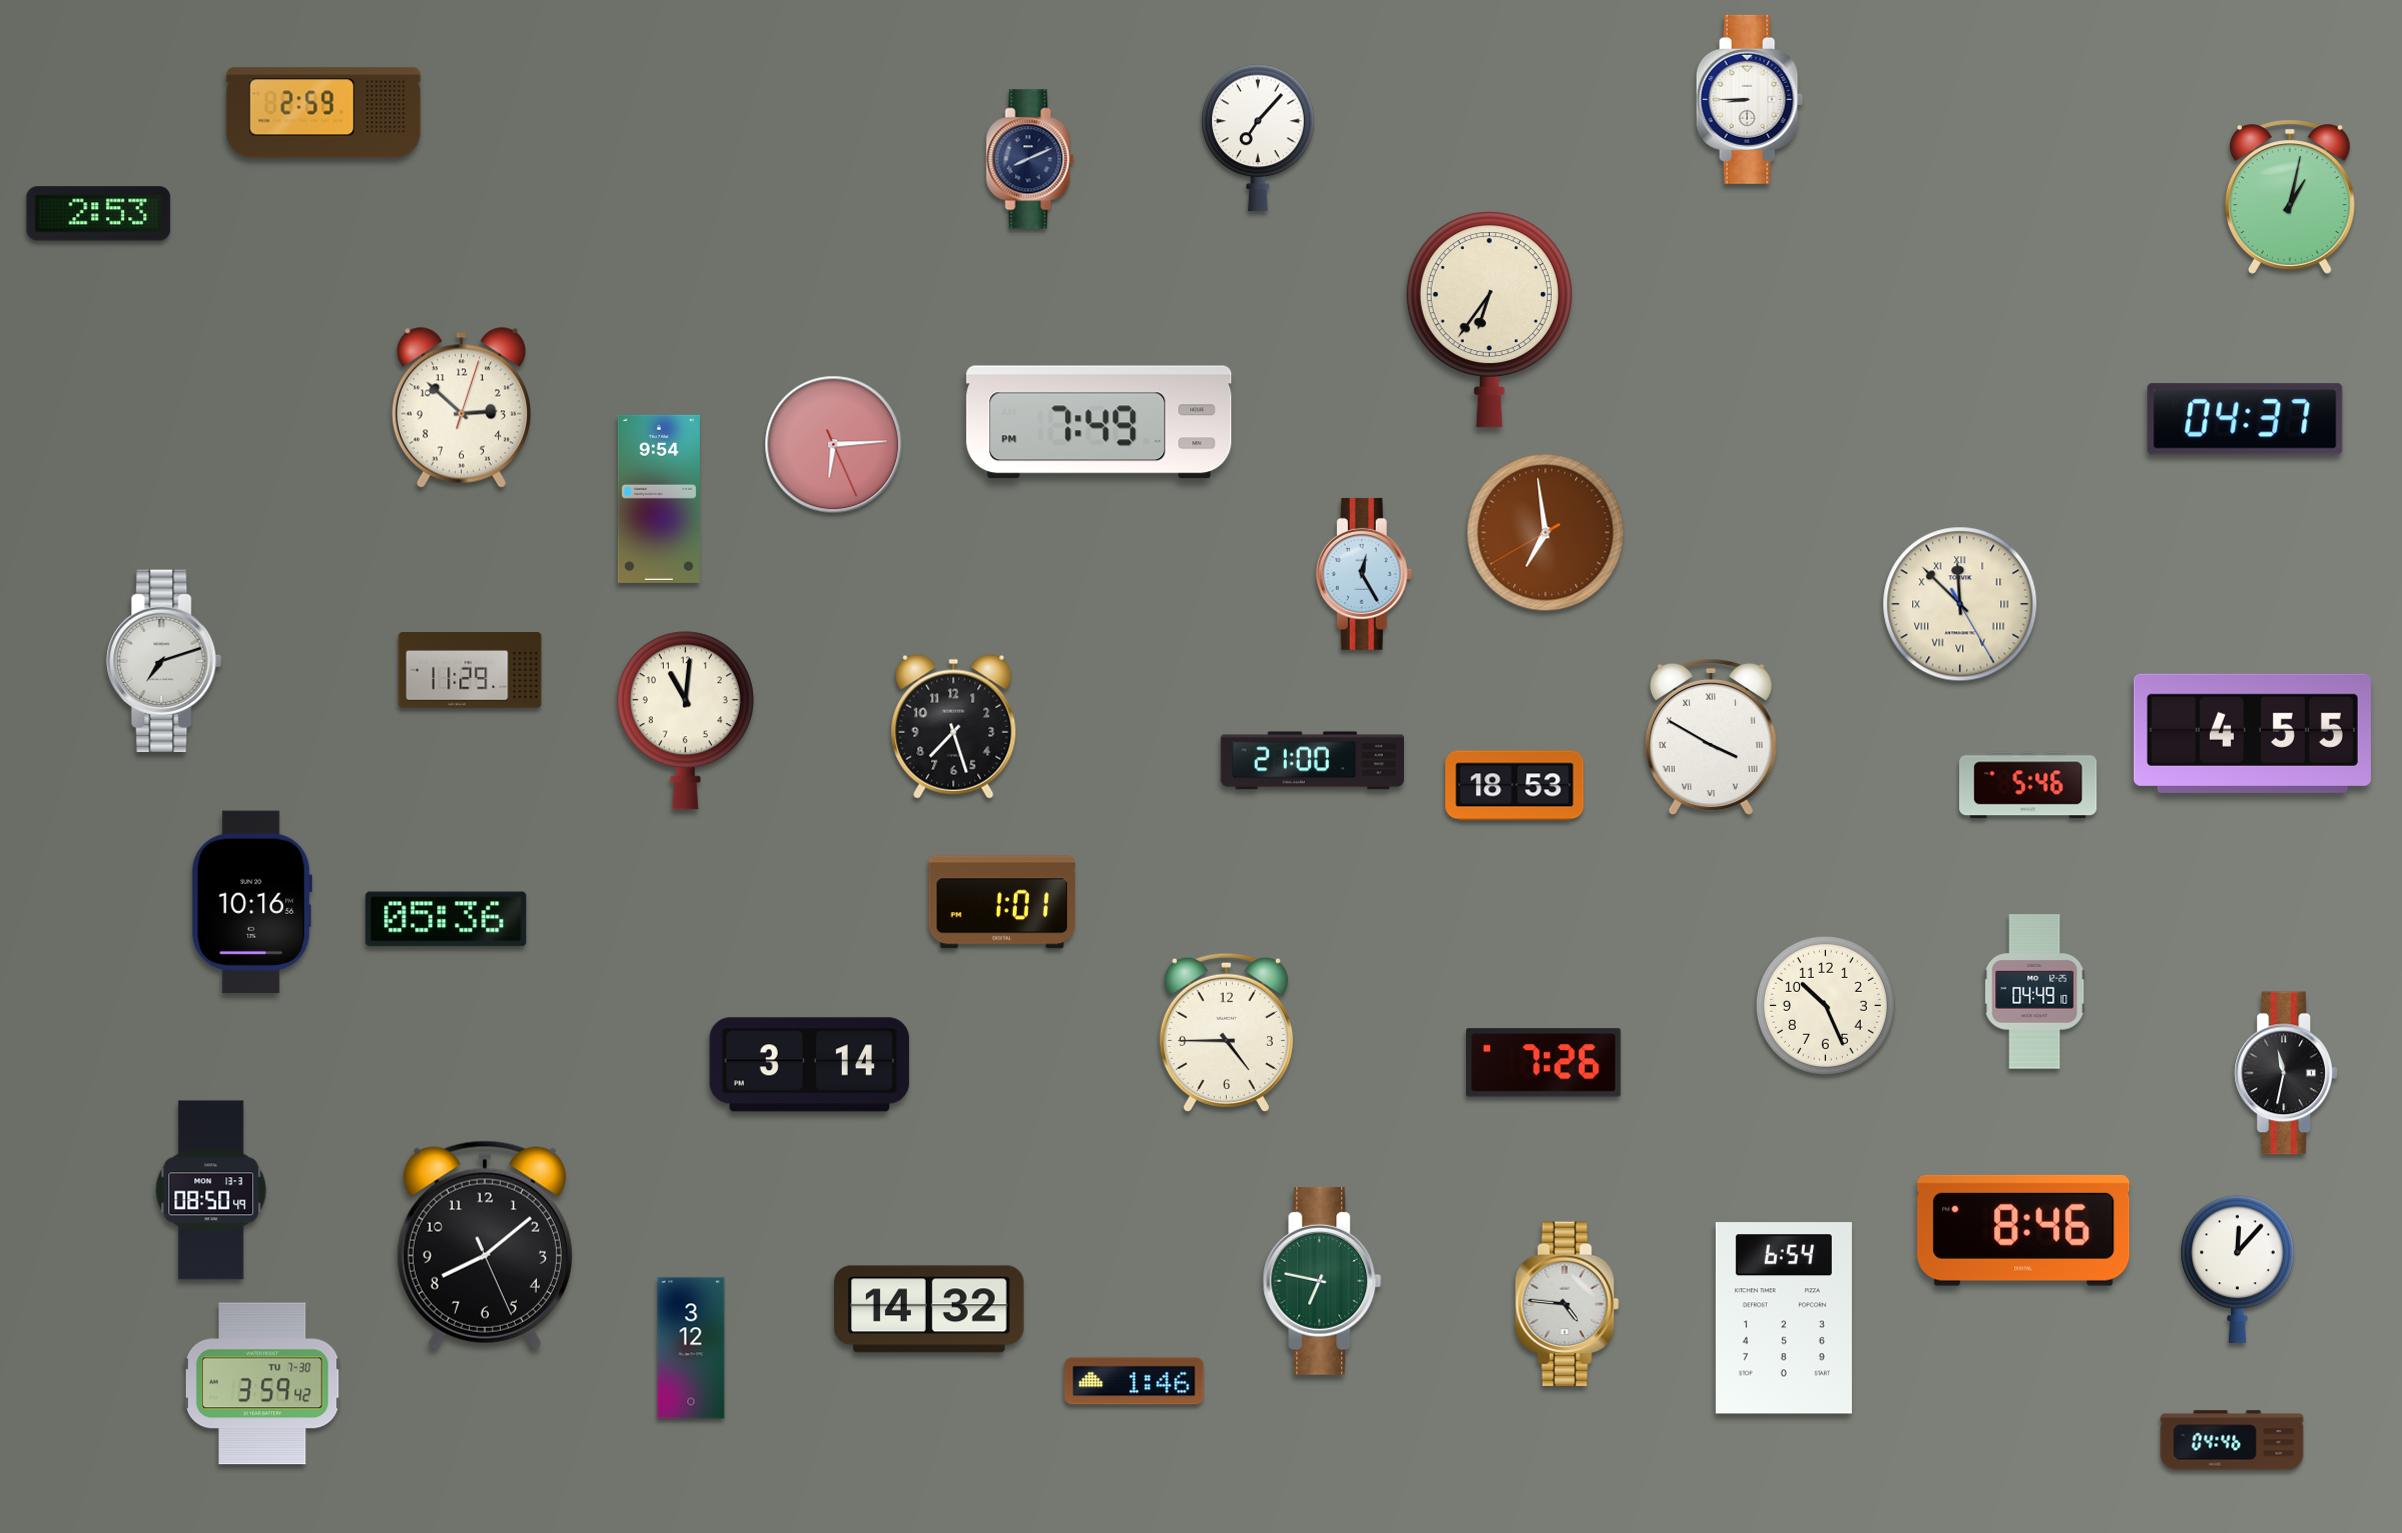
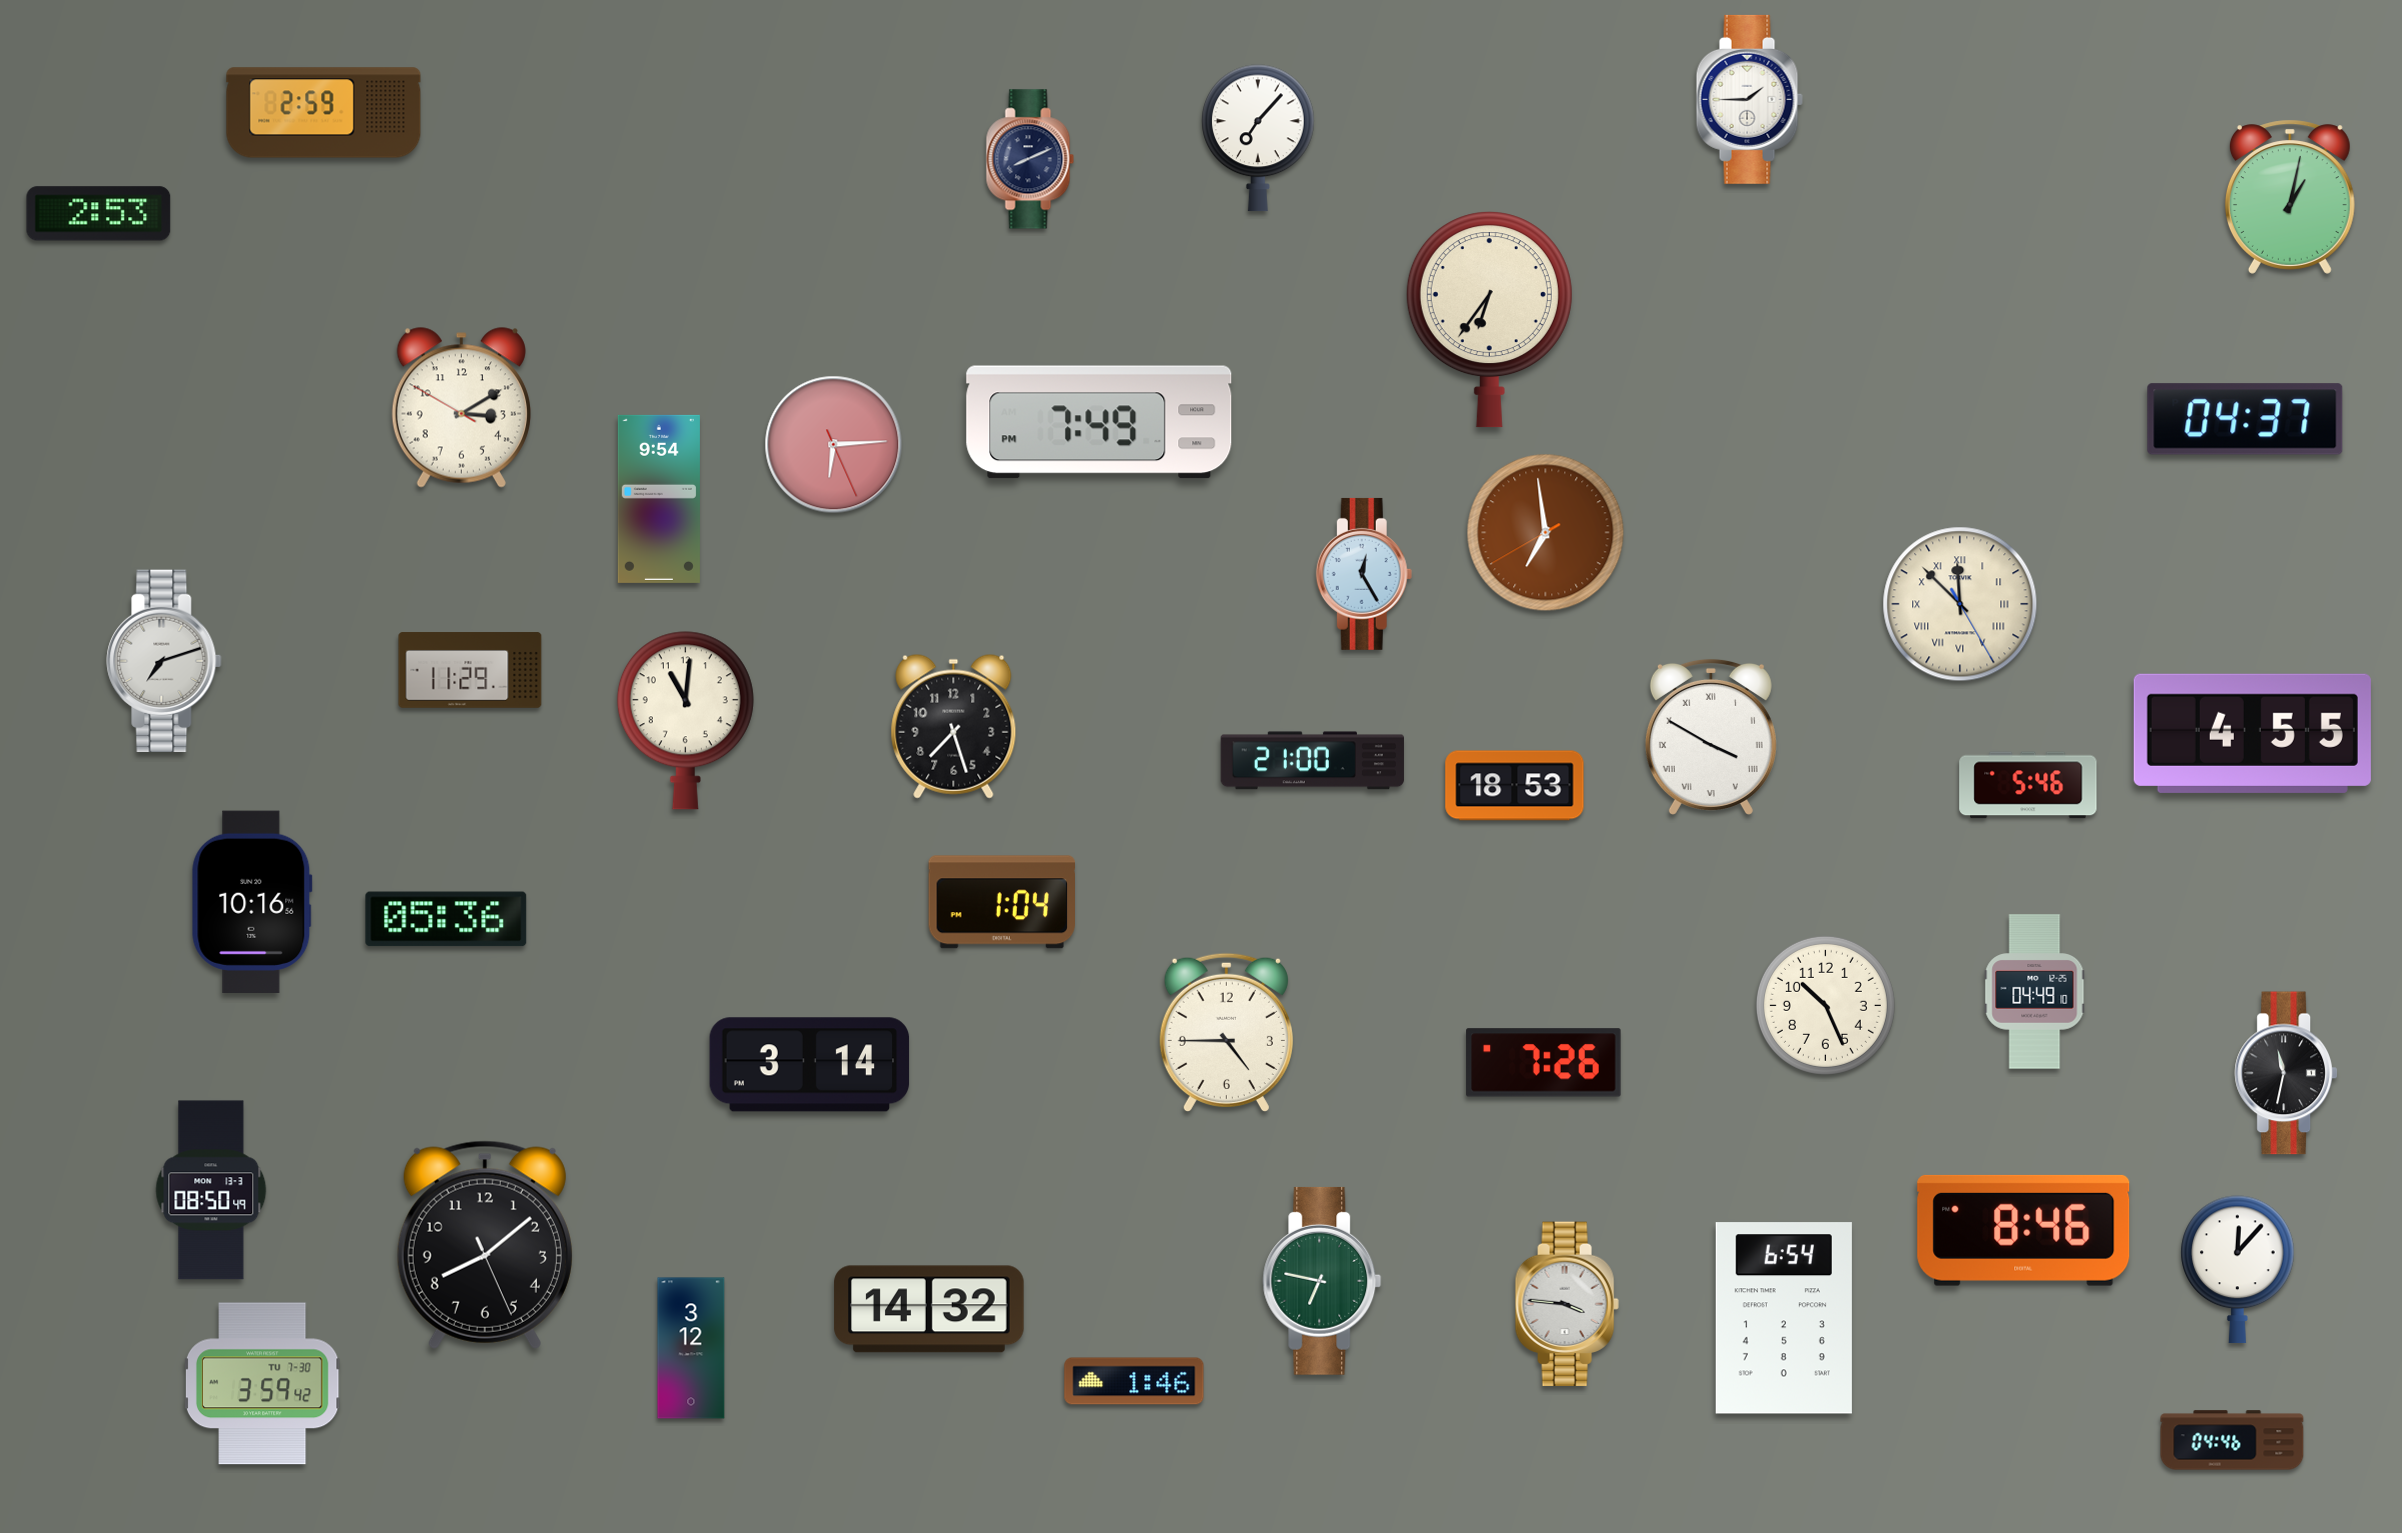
clock at (1749, 99): 8:45 -> 1:45
clock at (461, 408): 2:52 -> 3:09
clock at (1001, 902): 1:01 -> 1:04
clock at (1567, 1304): 4:46 -> 3:46
